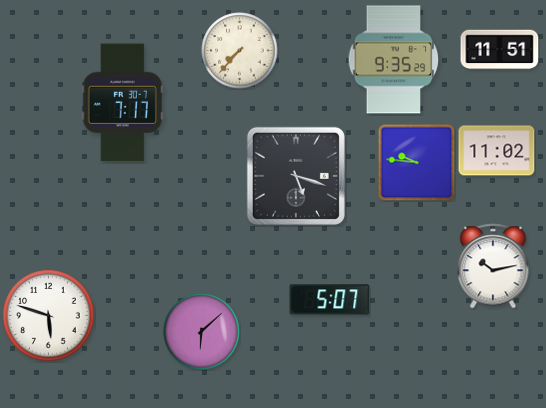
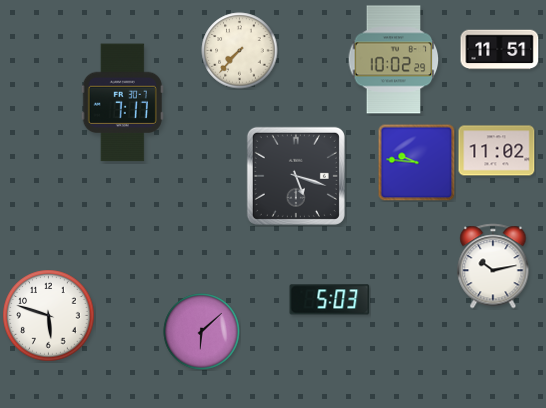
clock at (394, 60): 9:35 -> 10:02
clock at (330, 300): 5:07 -> 5:03
